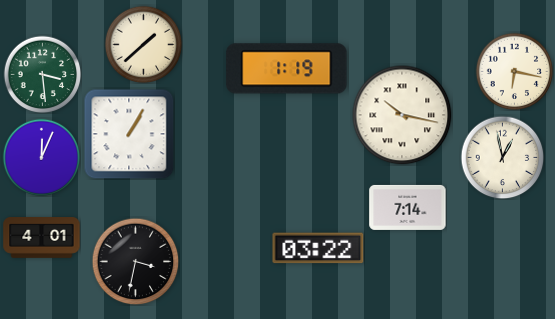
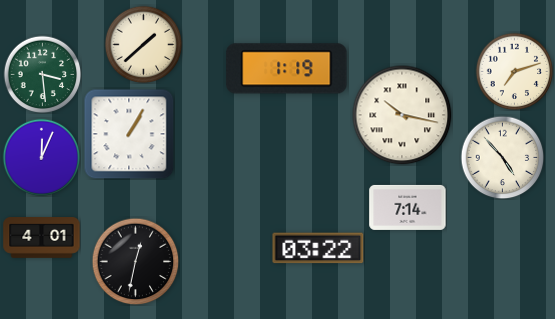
clock at (514, 71): 6:17 -> 7:12
clock at (502, 157): 12:58 -> 4:53
clock at (135, 261): 3:32 -> 12:32
